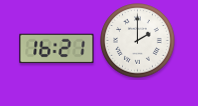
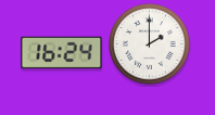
clock at (57, 49): 16:21 -> 16:24
